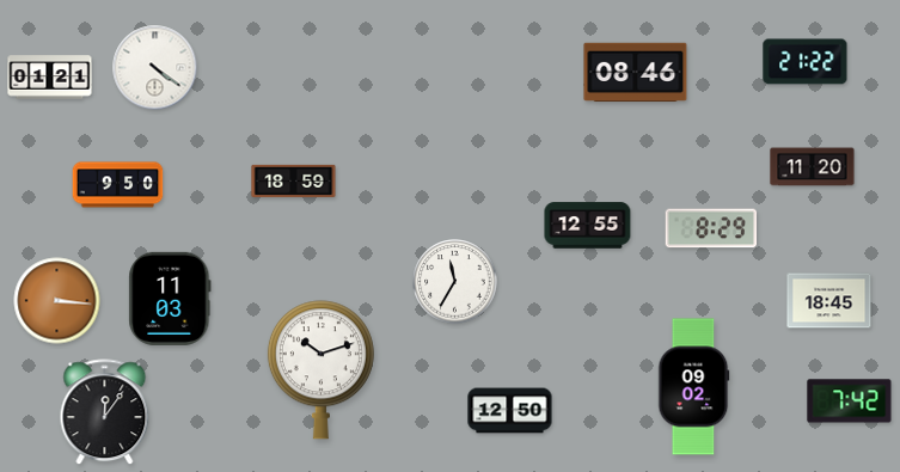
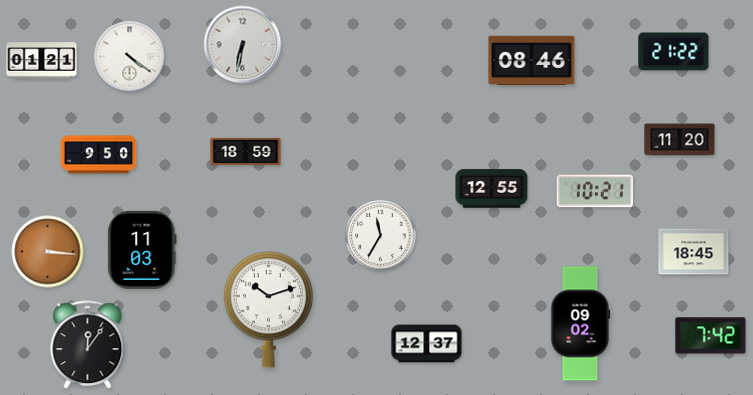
clock at (243, 45): none -> 6:32
clock at (50, 78) position: (50, 78) -> (42, 61)
clock at (711, 228): 8:29 -> 10:21
clock at (510, 411): 12:50 -> 12:37
